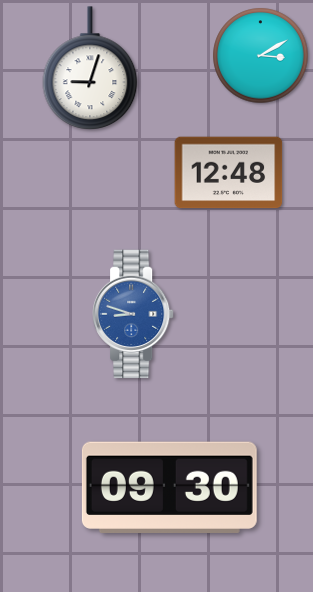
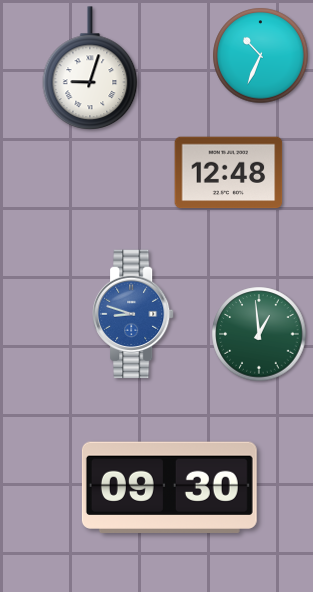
clock at (261, 56): 3:10 -> 10:34
clock at (259, 334): none -> 12:59
